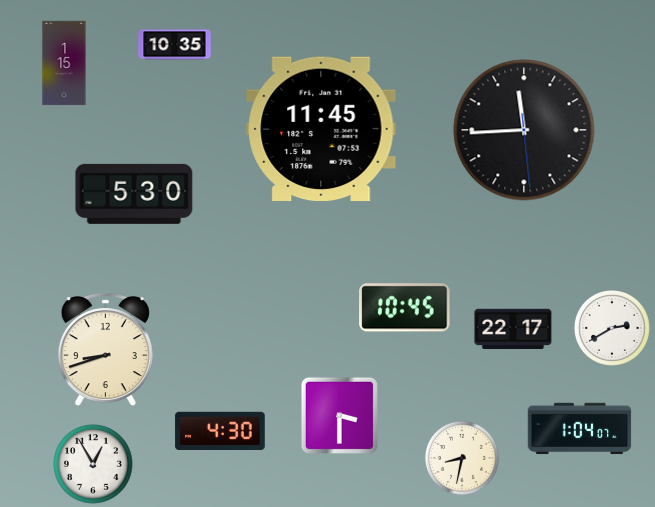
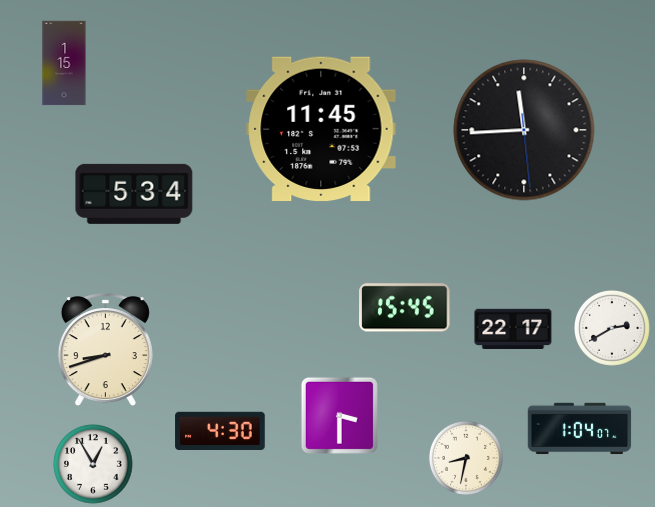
clock at (175, 45): 10:35 -> none
clock at (134, 194): 5:30 -> 5:34
clock at (405, 308): 10:45 -> 15:45
clock at (462, 458) position: (462, 458) -> (466, 458)
